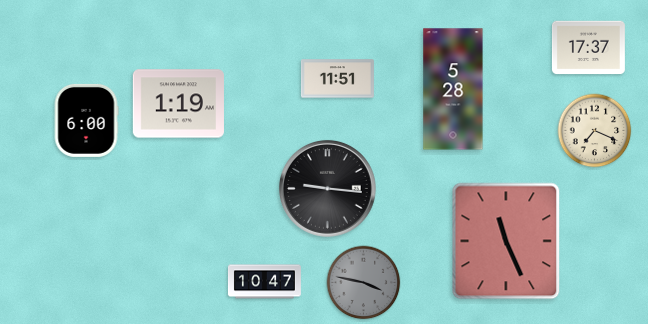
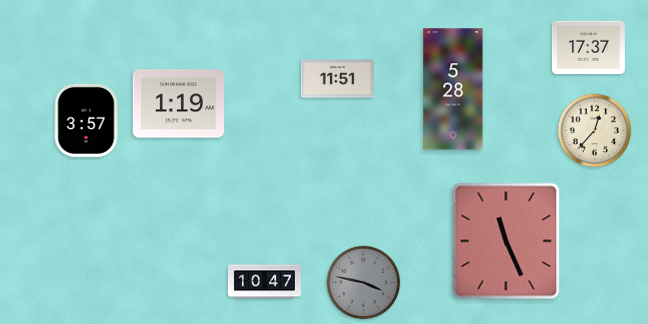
clock at (86, 120): 6:00 -> 3:57
clock at (595, 131): 7:19 -> 12:37
clock at (327, 188): 9:16 -> none
